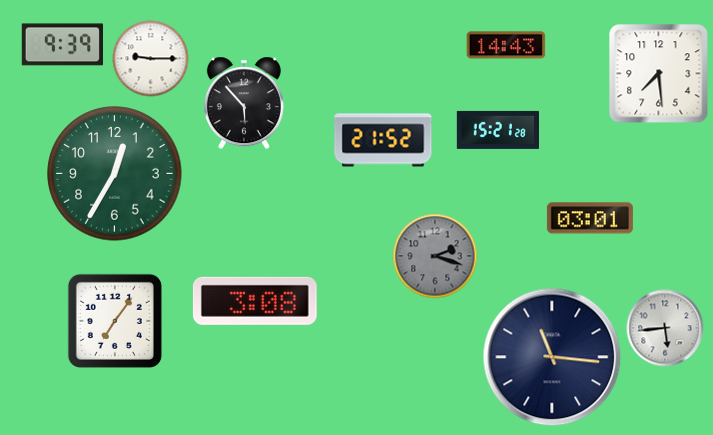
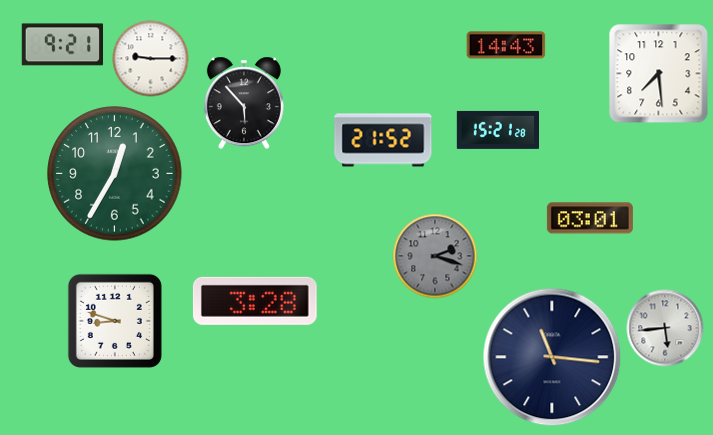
clock at (62, 45): 9:39 -> 9:21
clock at (255, 301): 3:08 -> 3:28
clock at (115, 321): 7:06 -> 8:48
